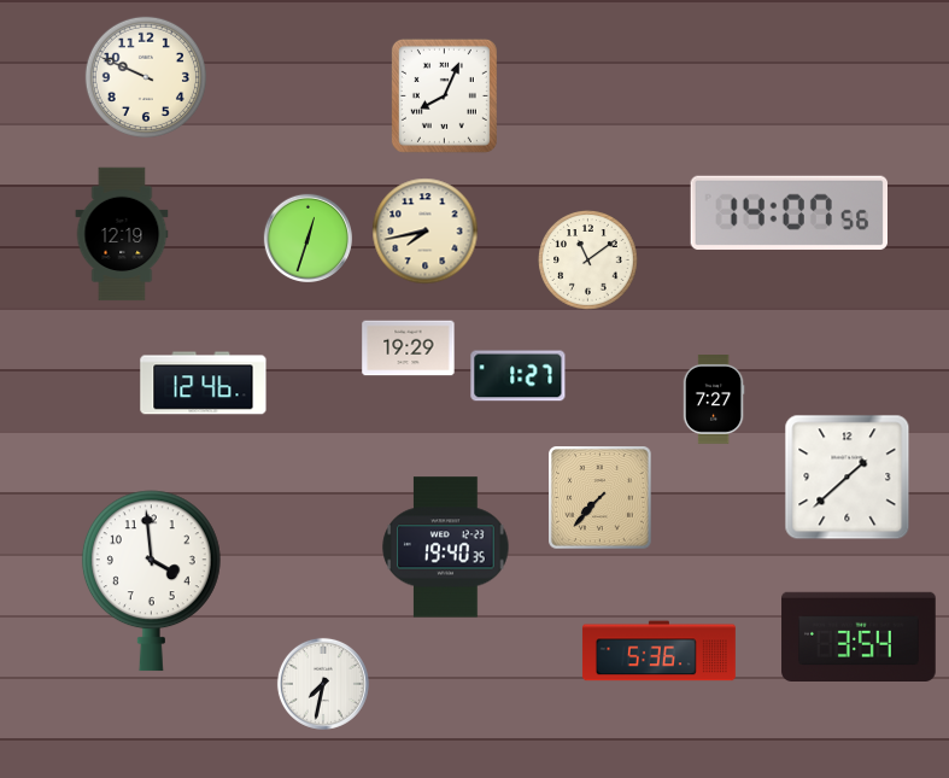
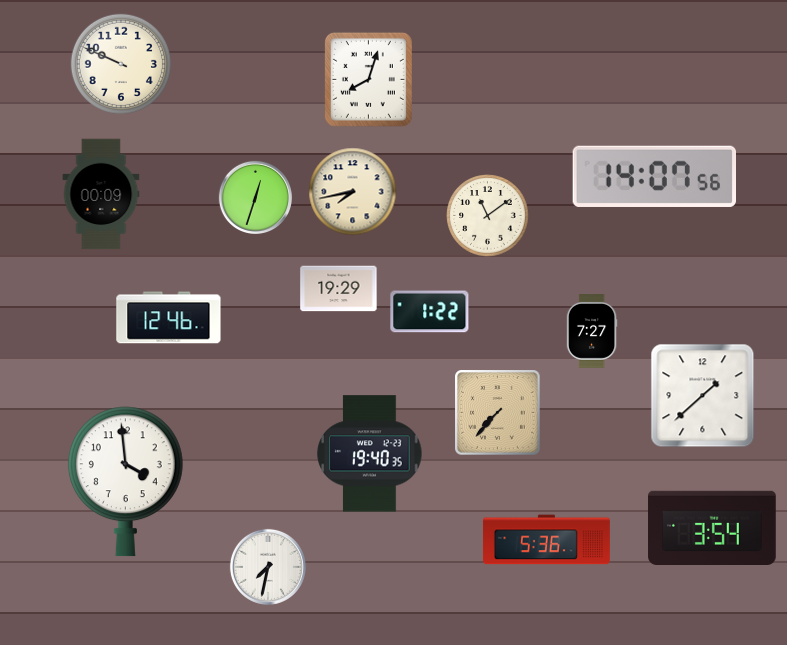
clock at (444, 95): 8:04 -> 8:03
clock at (122, 234): 12:19 -> 00:09
clock at (519, 376): 1:27 -> 1:22
